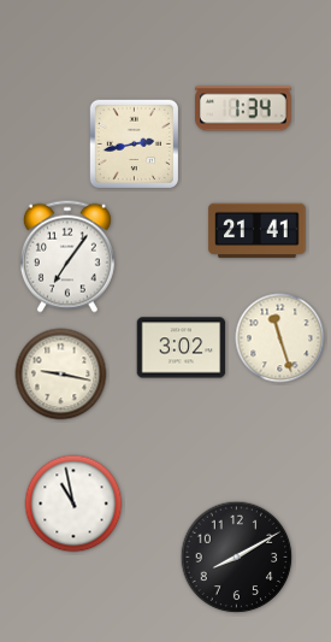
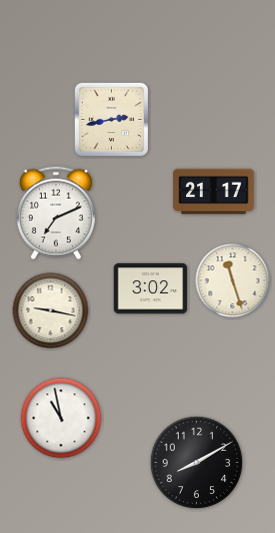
clock at (243, 108): 1:34 -> none
clock at (258, 231): 21:41 -> 21:17
clock at (67, 257): 7:06 -> 7:11
